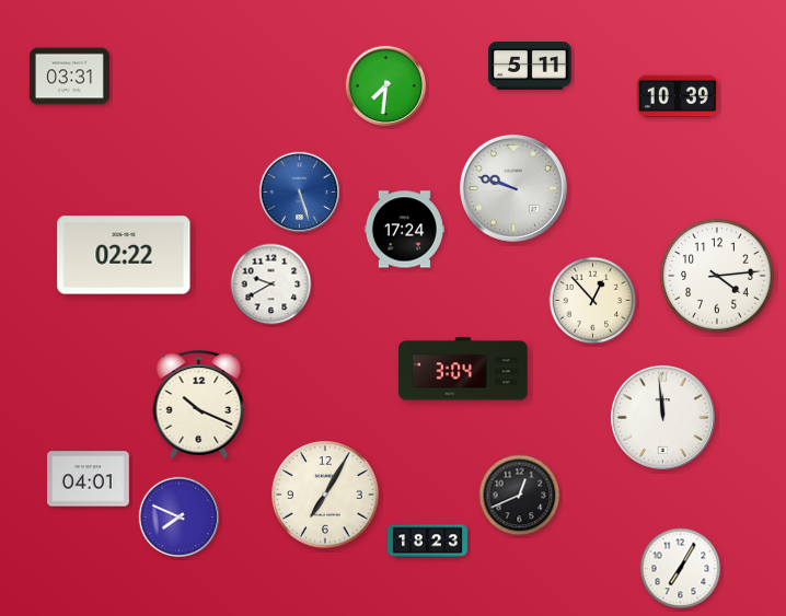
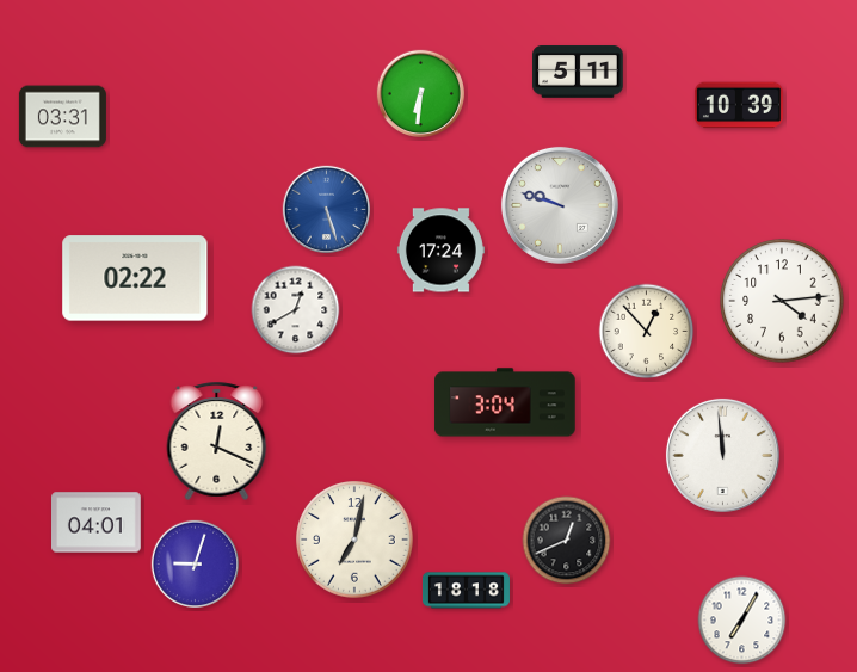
clock at (69, 77) position: (69, 77) -> (62, 117)
clock at (385, 85): 7:31 -> 6:31
clock at (271, 284): 9:40 -> 12:40
clock at (593, 301) position: (593, 301) -> (647, 332)
clock at (199, 404): 10:19 -> 12:19
clock at (325, 495): 7:05 -> 7:02
clock at (178, 516): 7:49 -> 9:03
clock at (427, 542): 18:23 -> 18:18
